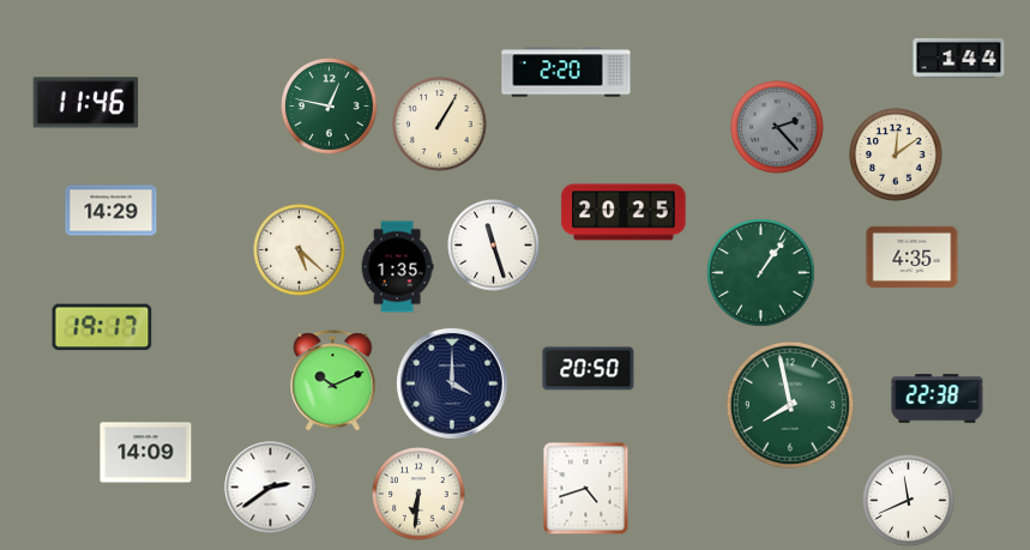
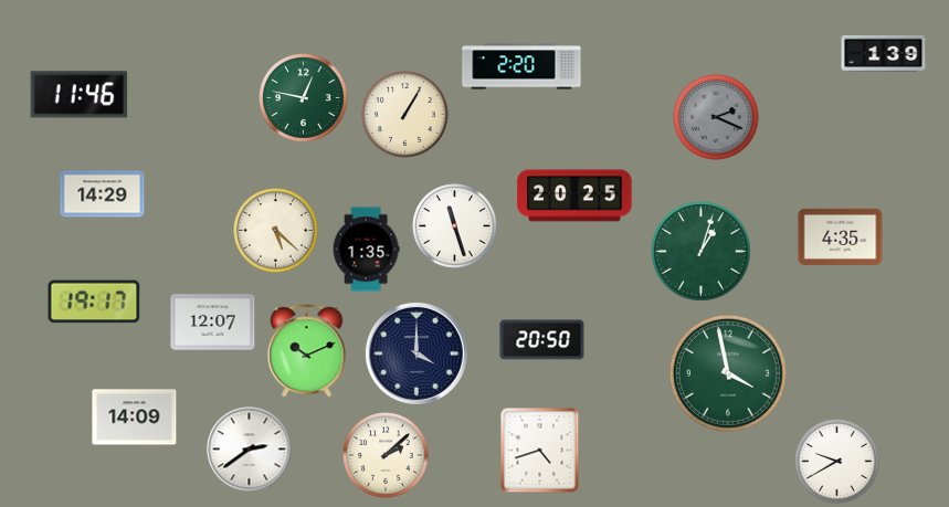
clock at (959, 58): 1:44 -> 1:39
clock at (777, 127): 2:23 -> 2:19
clock at (896, 155): 12:09 -> none
clock at (397, 267) position: (397, 267) -> (366, 250)
clock at (761, 273): 1:06 -> 1:03
clock at (213, 323): none -> 12:07
clock at (938, 399): 22:38 -> none
clock at (790, 405): 7:58 -> 3:58
clock at (418, 494): 6:31 -> 2:08
clock at (909, 501): 11:41 -> 9:40
